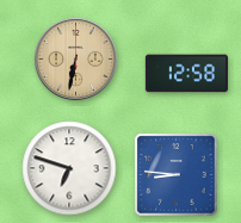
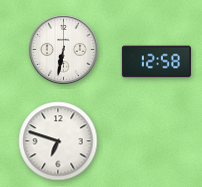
clock at (75, 58) dial: champagne -> white
clock at (177, 175): 8:46 -> none
